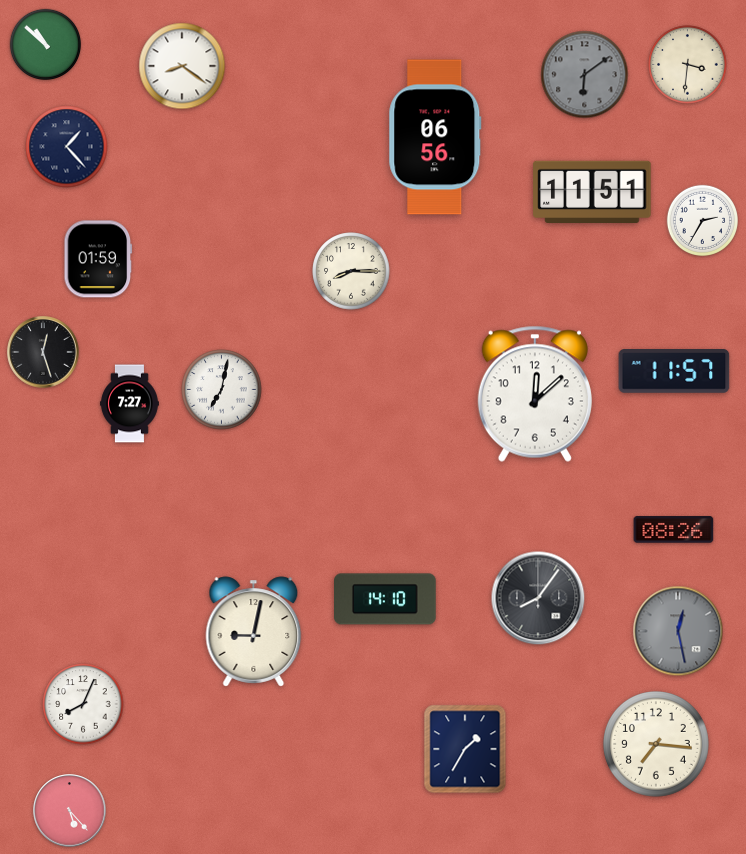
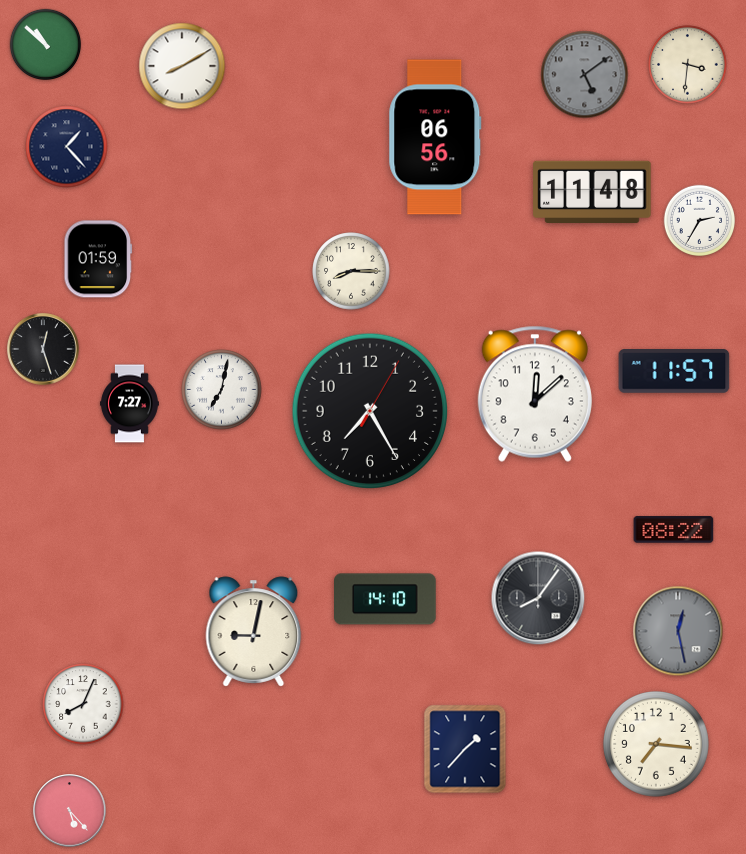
clock at (182, 66): 8:21 -> 8:10
clock at (585, 75): 6:09 -> 5:09
clock at (592, 191): 11:51 -> 11:48
clock at (702, 220) position: (702, 220) -> (699, 220)
clock at (43, 352) position: (43, 352) -> (43, 349)
clock at (370, 411): none -> 7:25
clock at (674, 530): 08:26 -> 08:22
clock at (465, 749): 1:35 -> 1:37
